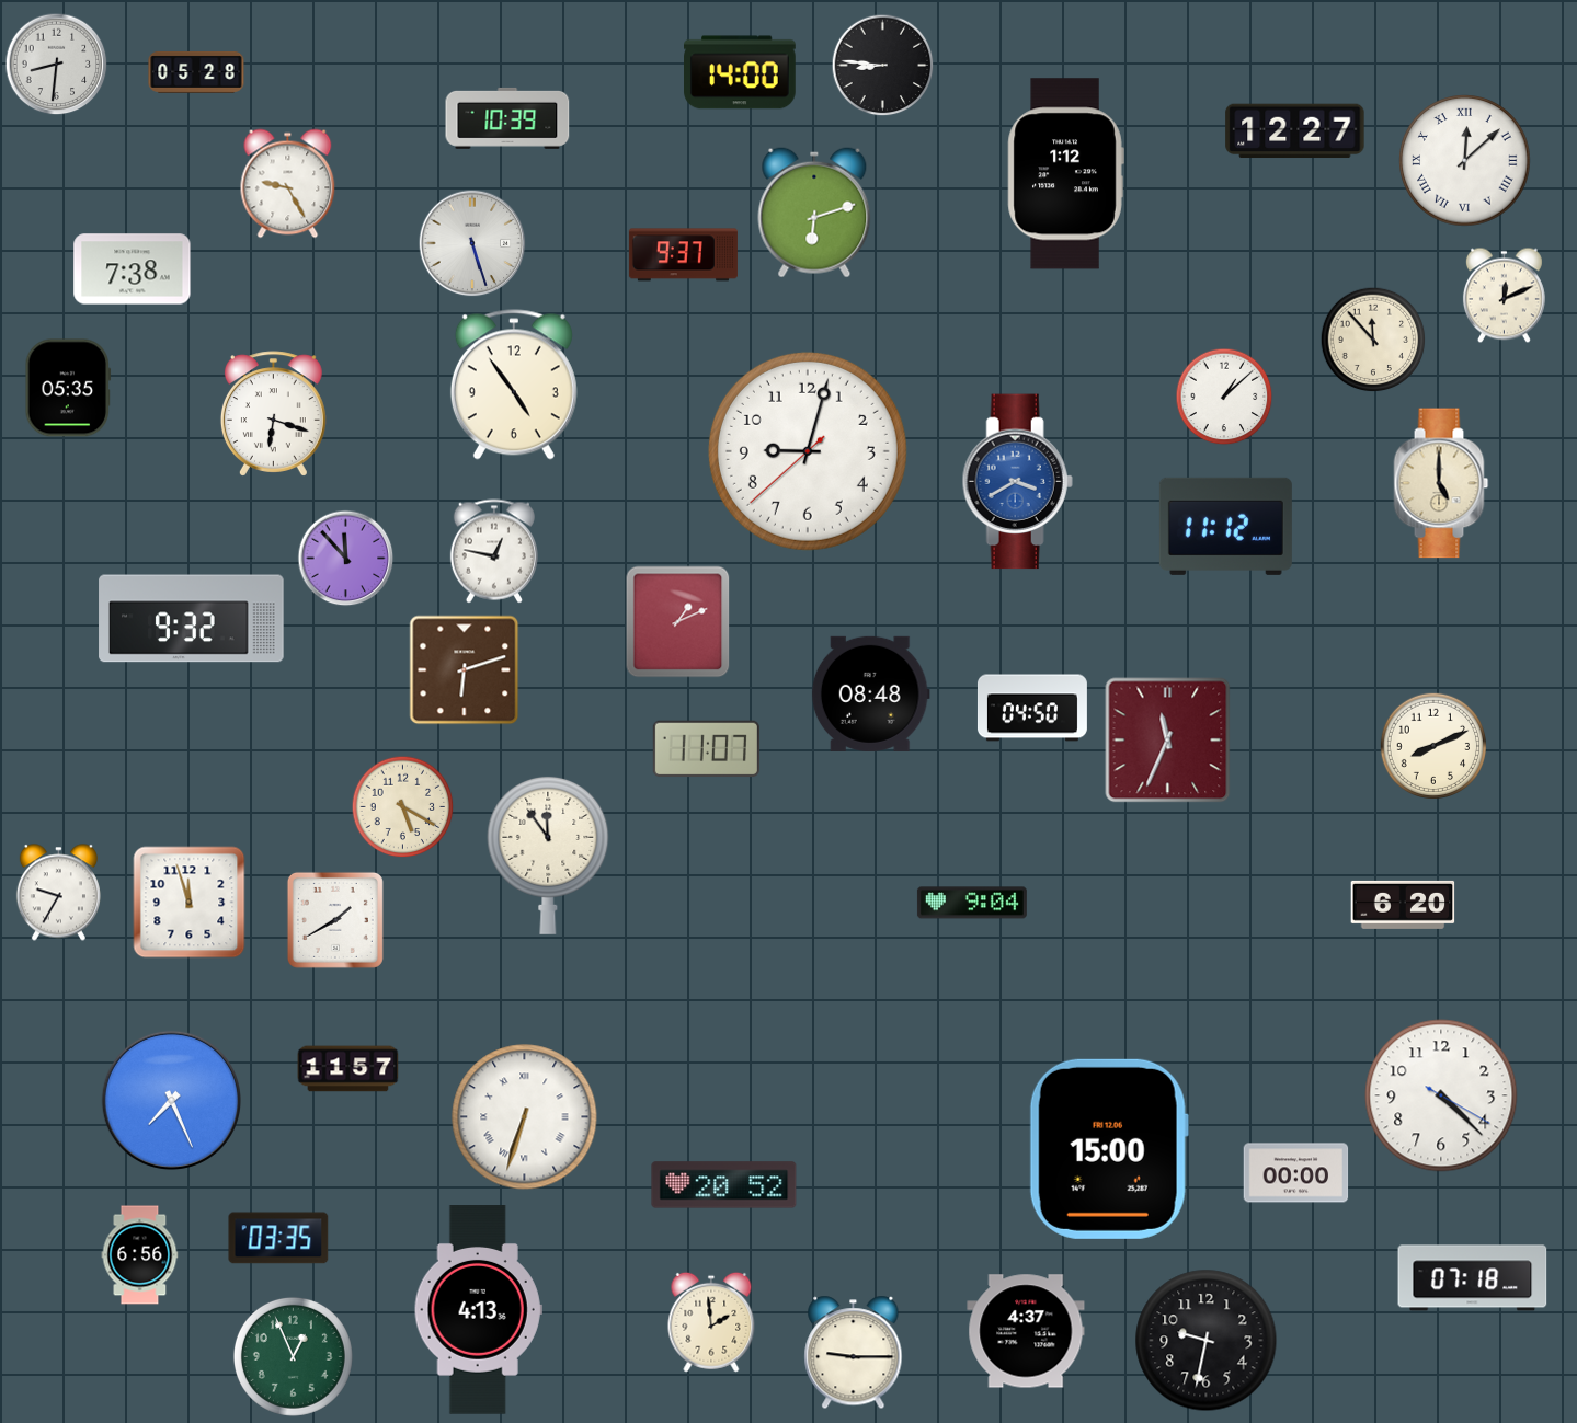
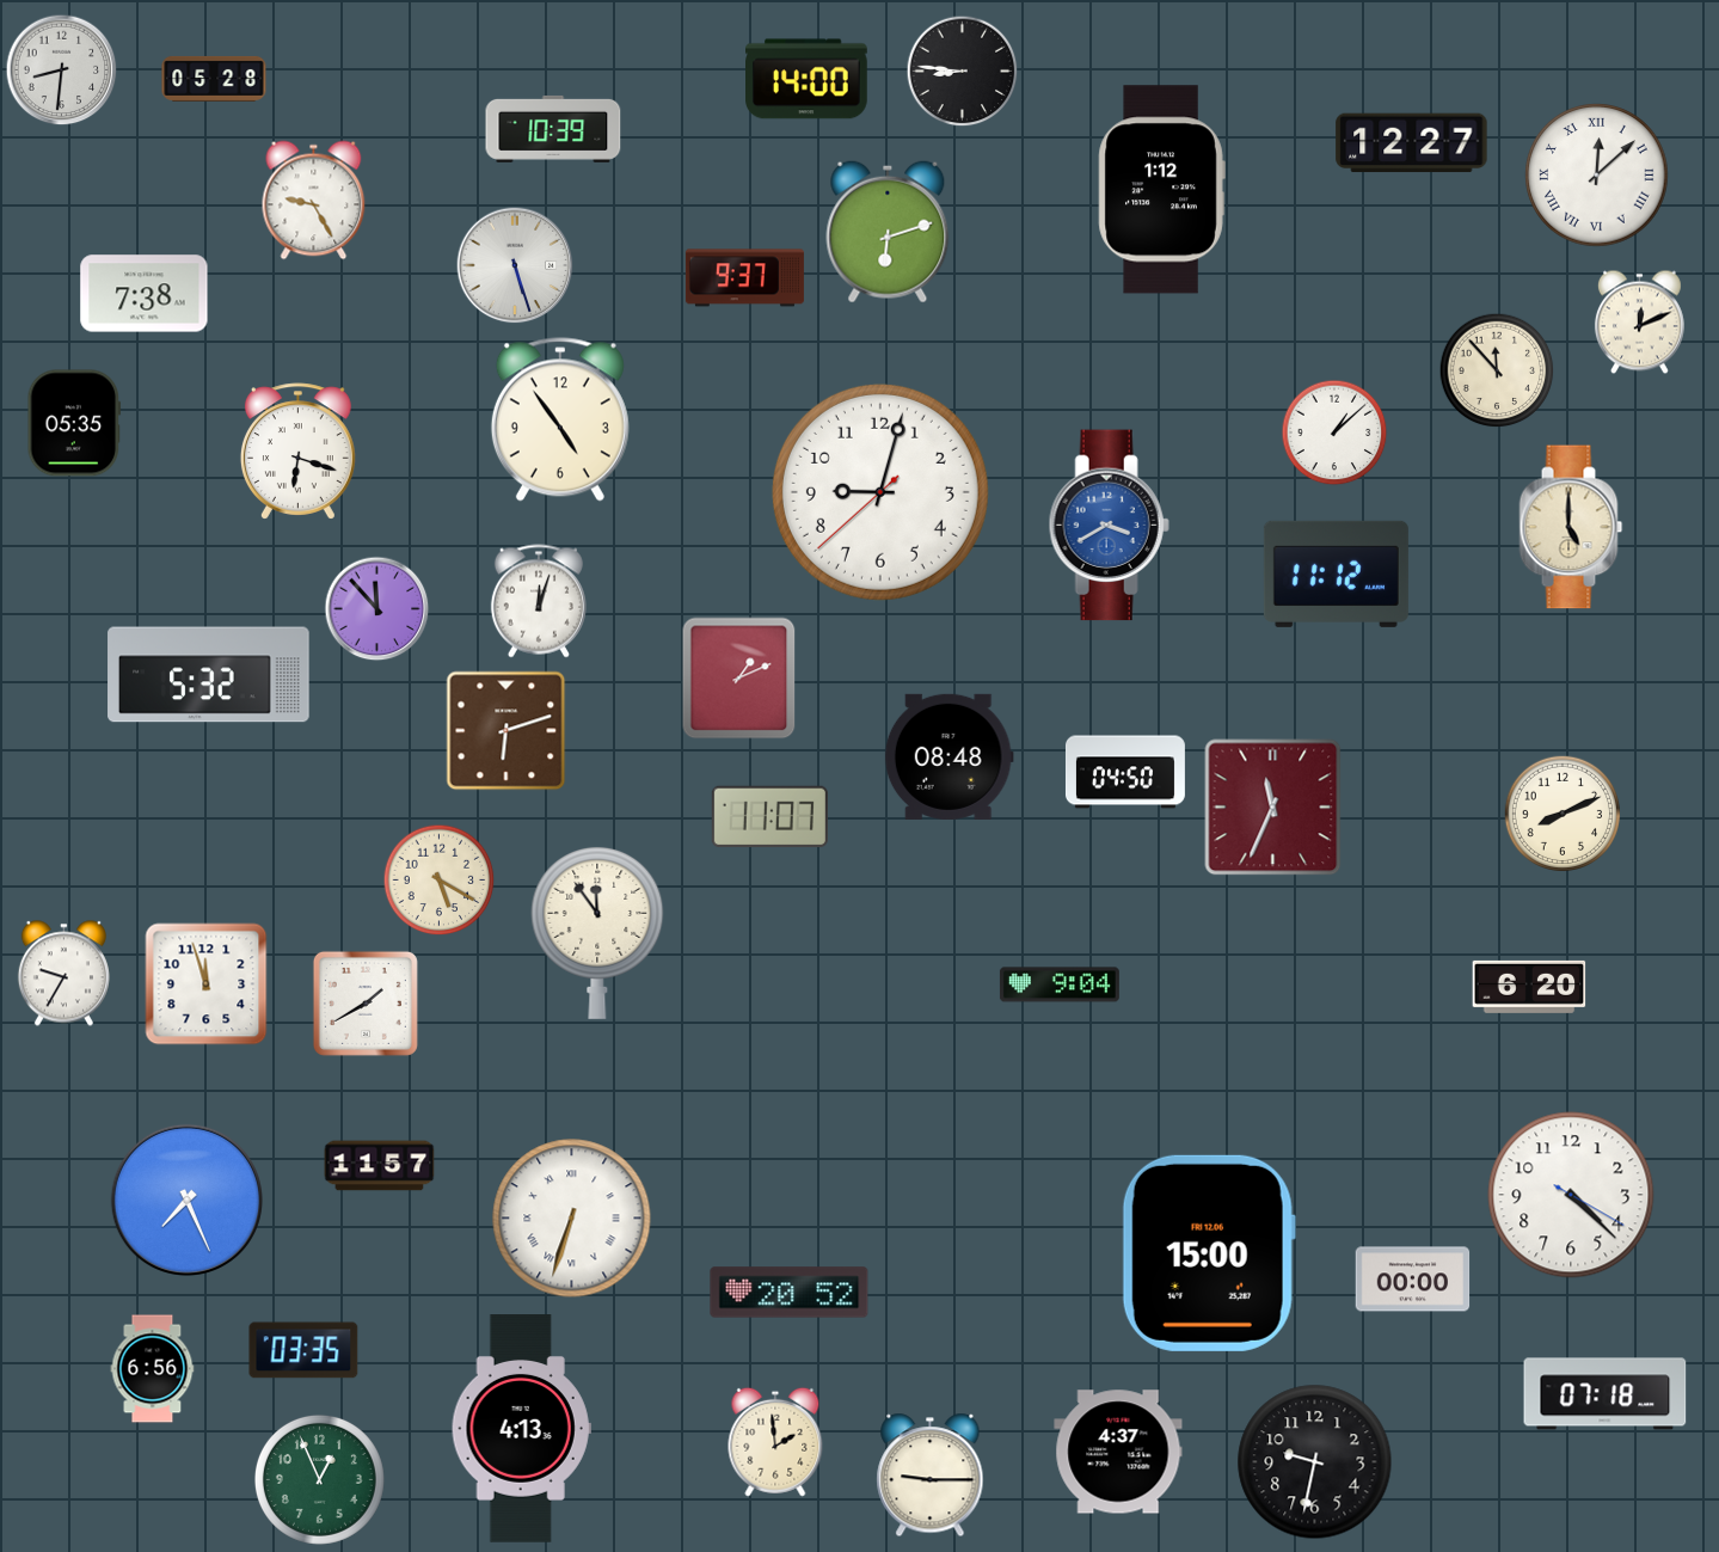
clock at (494, 551): 12:47 -> 12:03
clock at (192, 619): 9:32 -> 5:32
